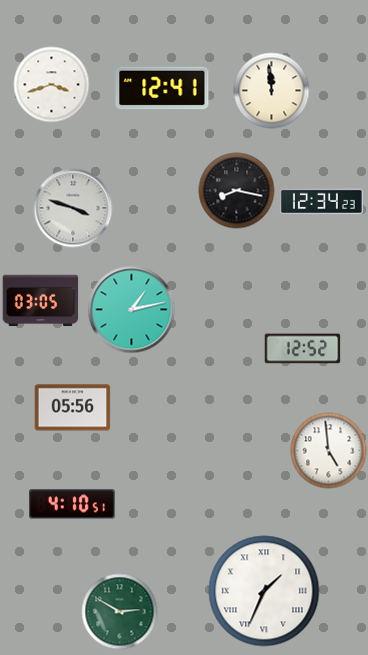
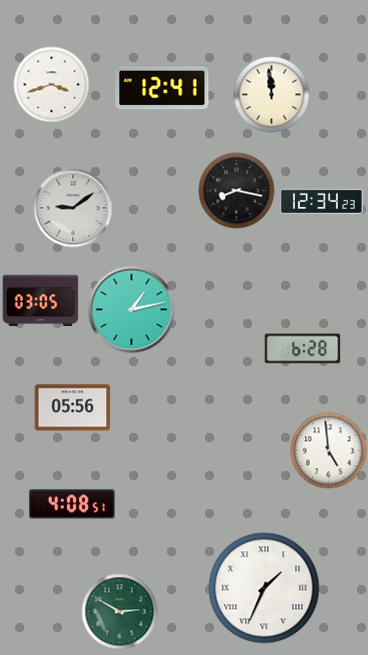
clock at (272, 91) position: (272, 91) -> (272, 95)
clock at (73, 208): 3:48 -> 9:09
clock at (303, 349): 12:52 -> 6:28
clock at (72, 504): 4:10 -> 4:08
clock at (264, 591) position: (264, 591) -> (264, 588)
